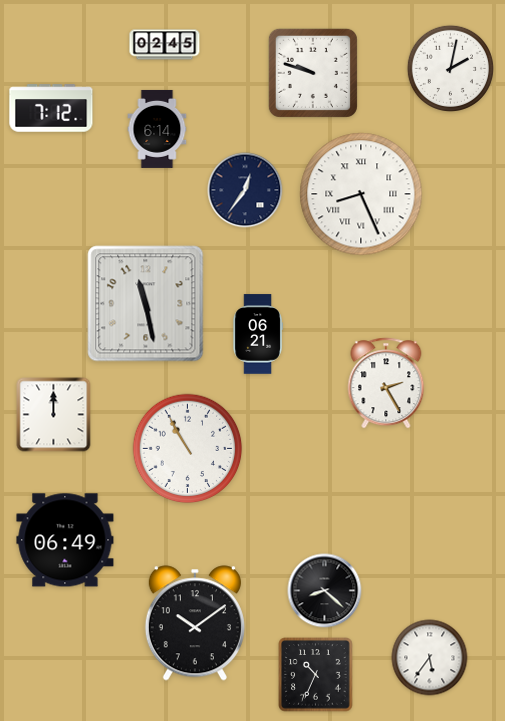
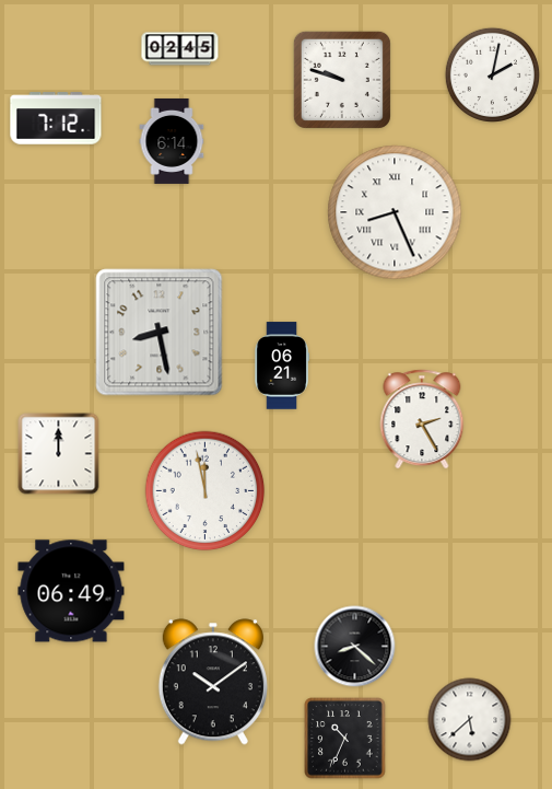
clock at (245, 190): 12:36 -> none
clock at (146, 304): 11:28 -> 8:28
clock at (188, 449): 10:55 -> 11:58
clock at (430, 658): 5:36 -> 5:38
